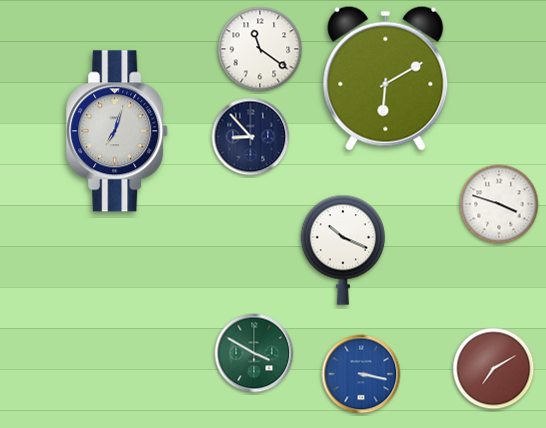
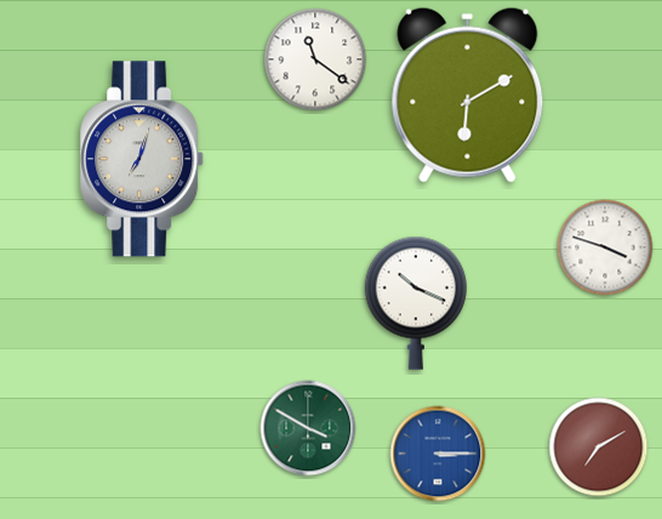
clock at (251, 137): 8:53 -> none
clock at (361, 374): 3:17 -> 3:15
